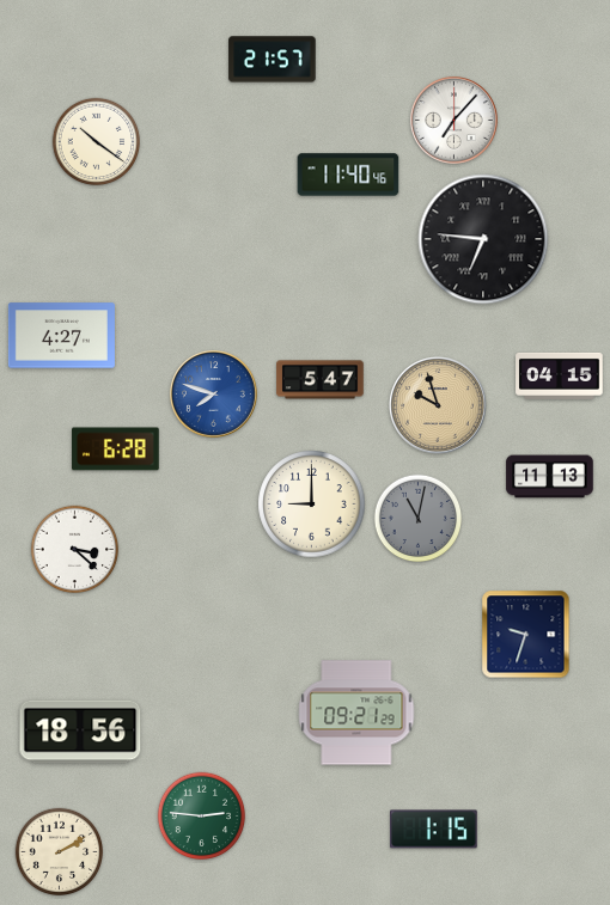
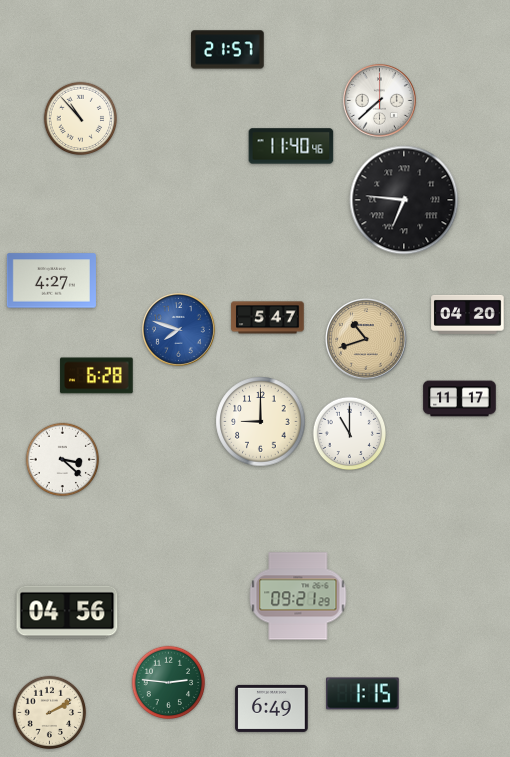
clock at (453, 120): 7:07 -> 7:38
clock at (97, 142): 10:21 -> 10:53
clock at (560, 375): 04:15 -> 04:20
clock at (438, 405): 9:57 -> 10:42
clock at (550, 477): 11:13 -> 11:17
clock at (419, 519): 11:02 -> 11:00
clock at (419, 519) dial: grey -> white
clock at (526, 635): 9:33 -> none
clock at (80, 732): 18:56 -> 04:56
clock at (272, 708): none -> 6:49
